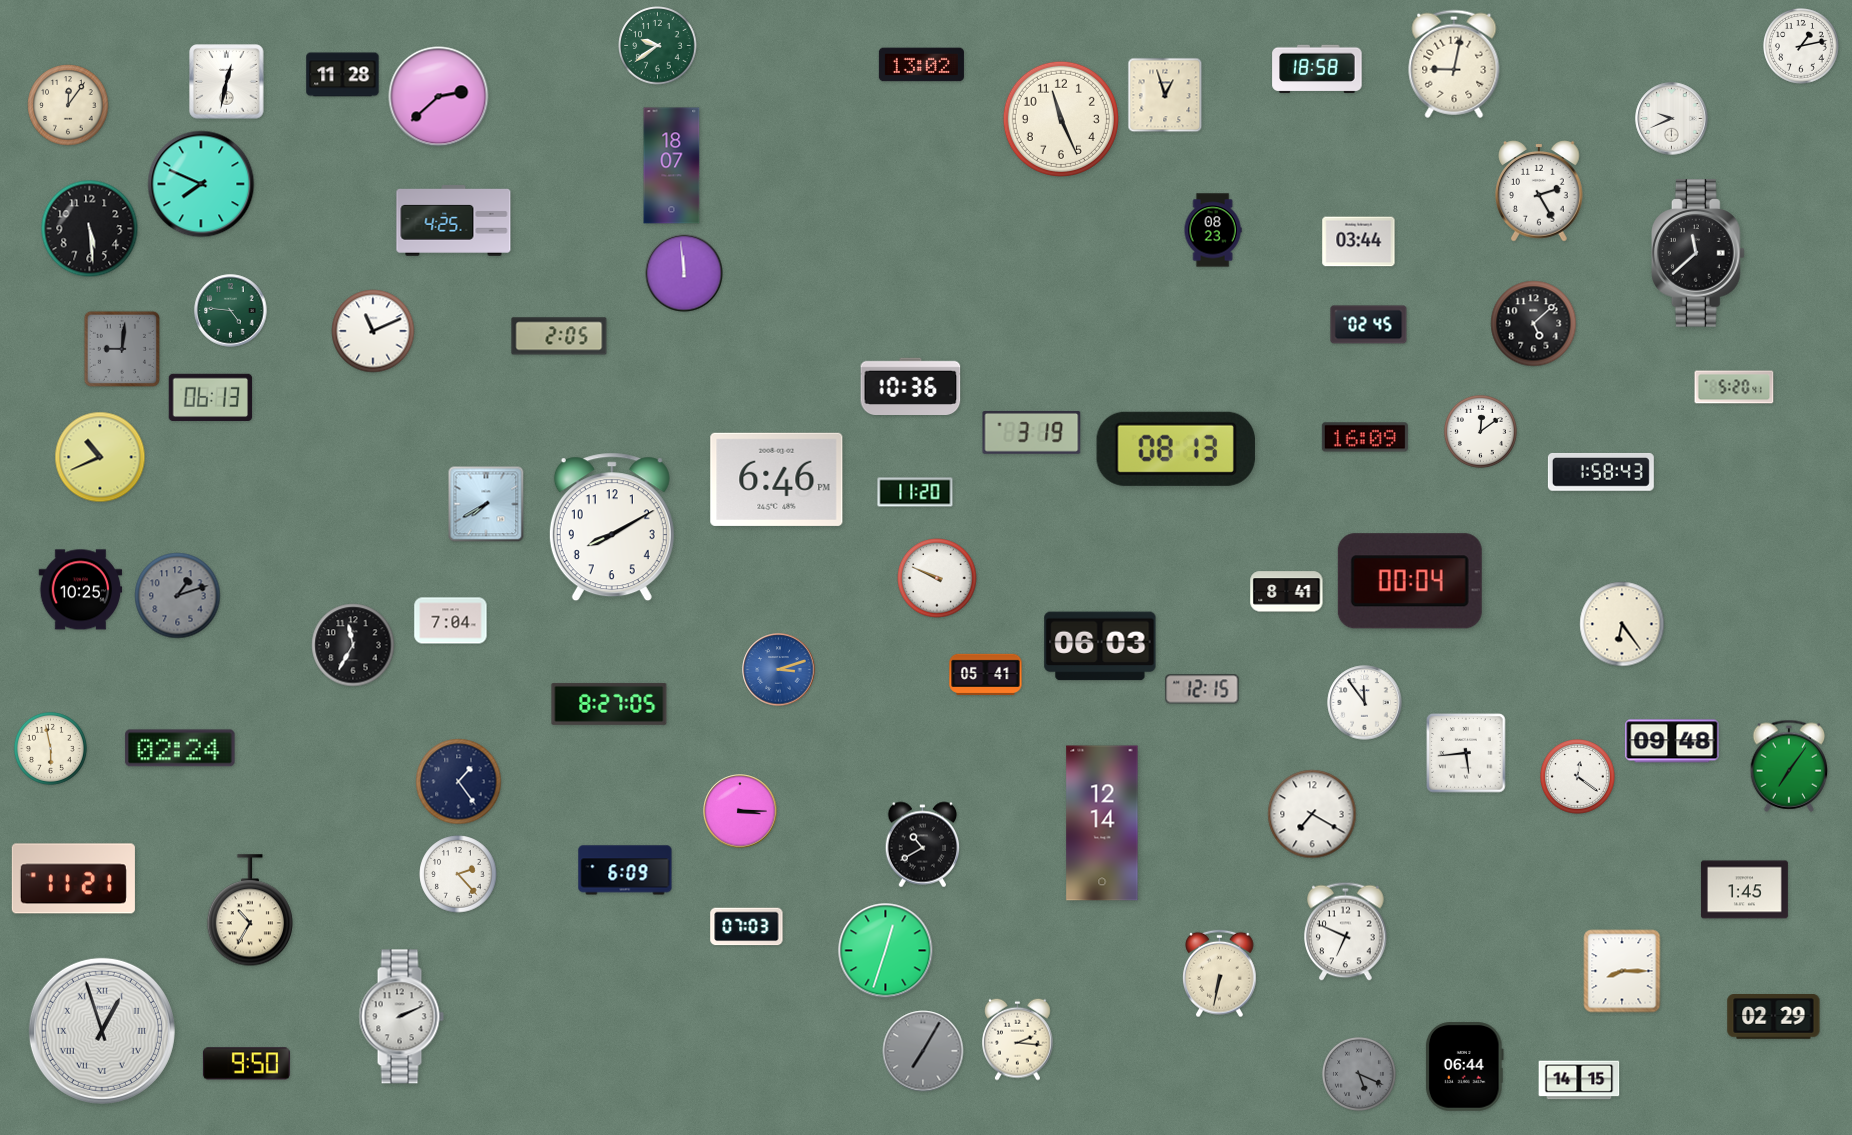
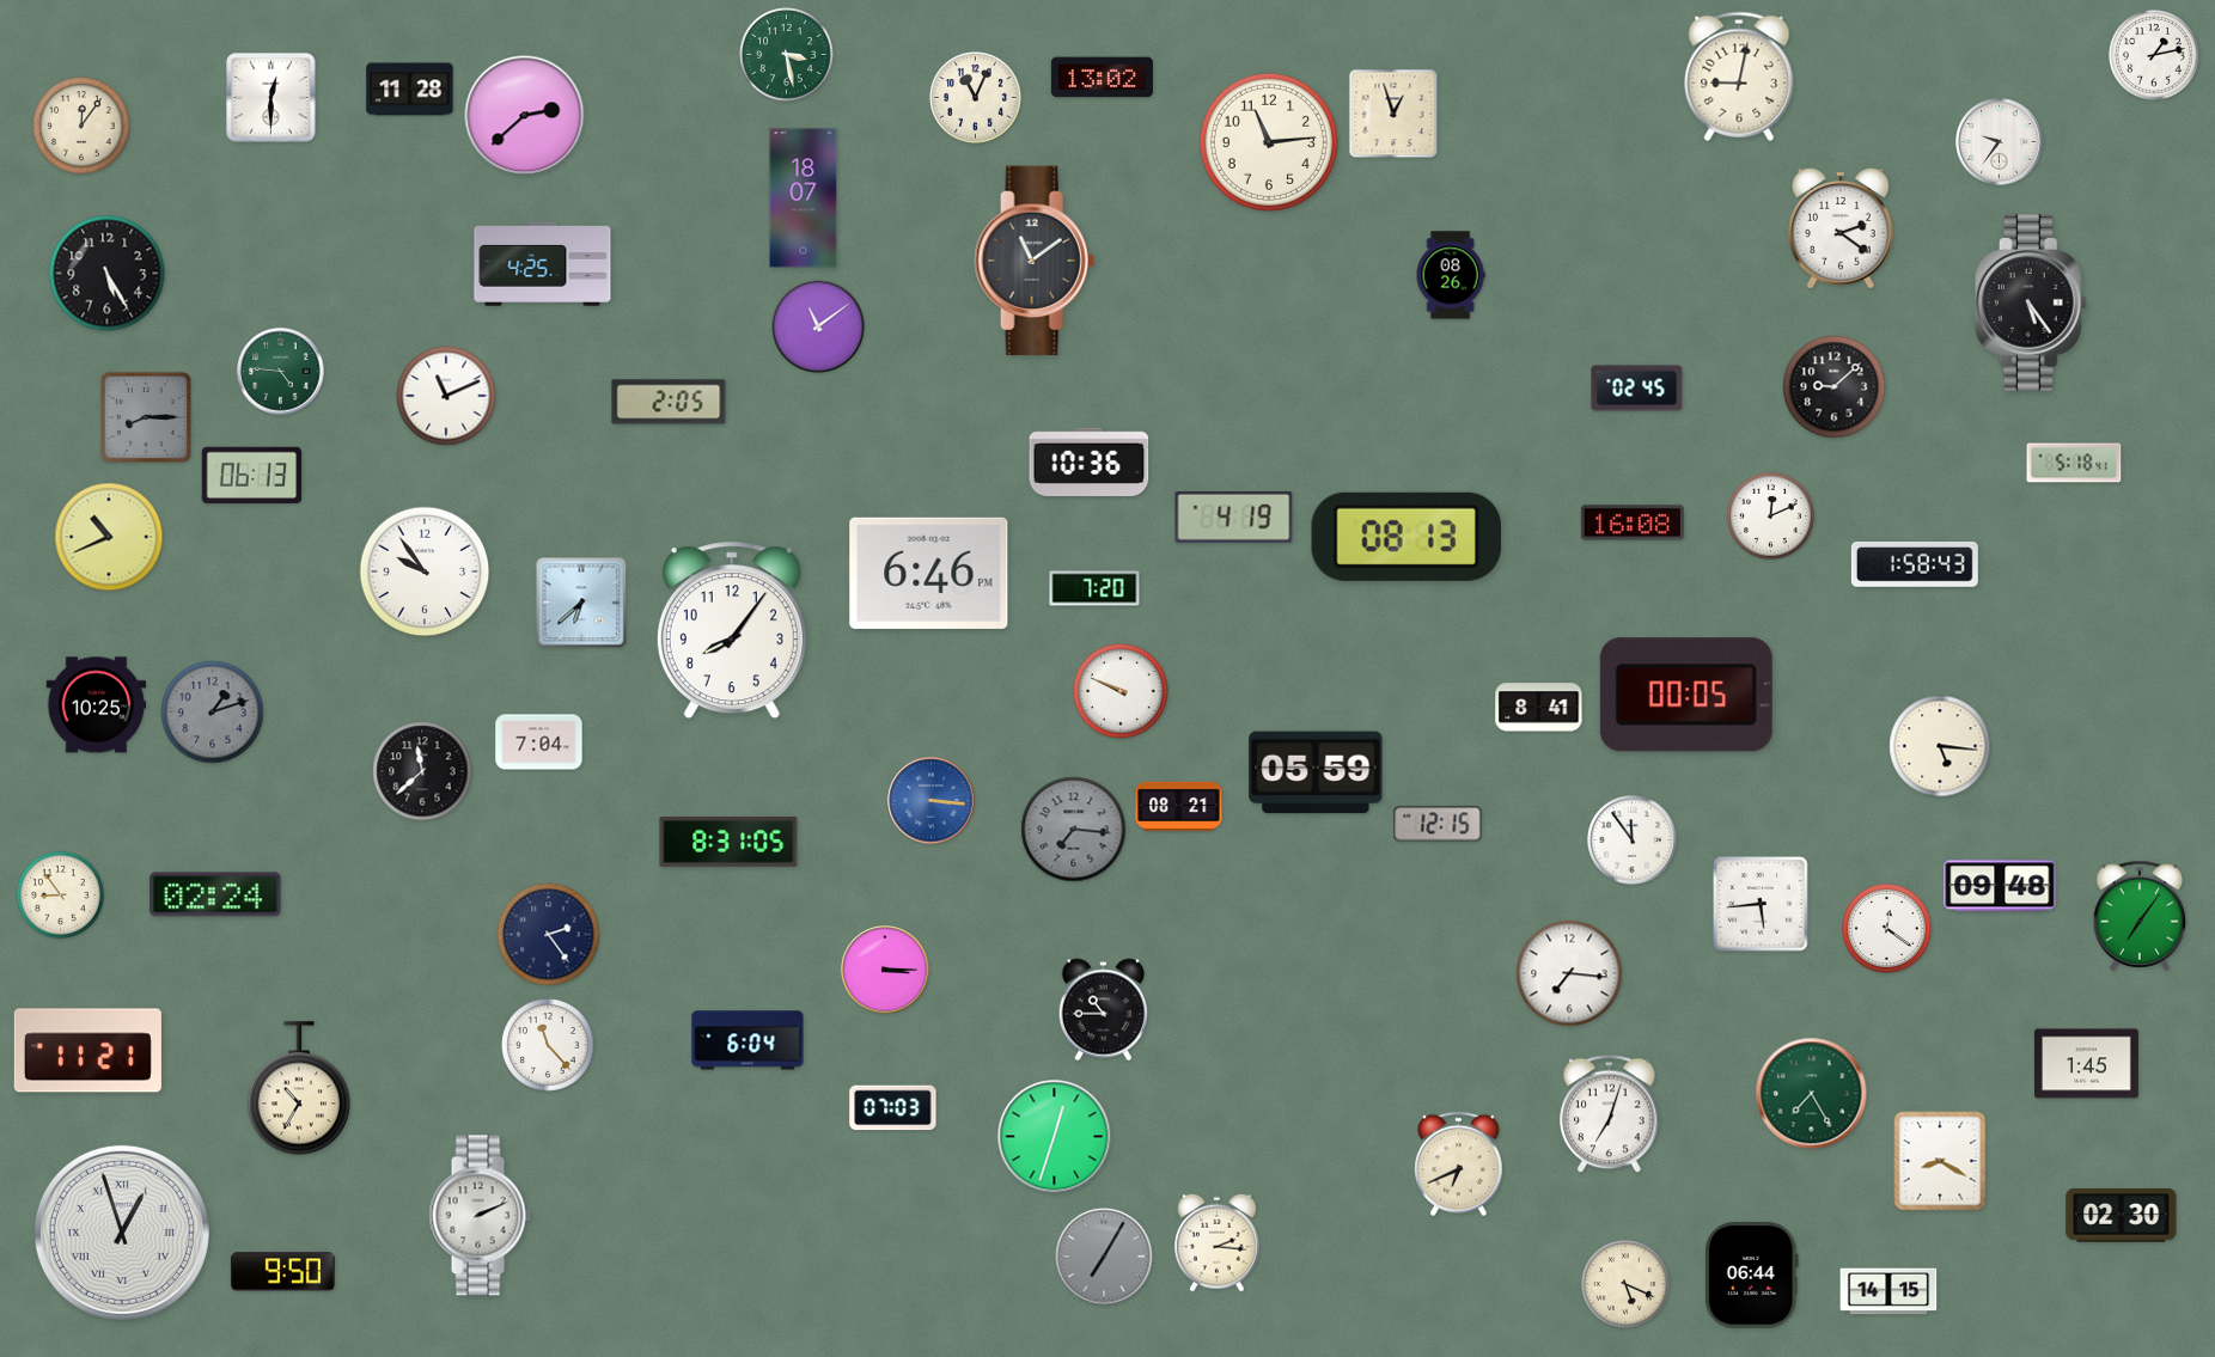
clock at (658, 46): 9:39 -> 3:28
clock at (1317, 69): 18:58 -> none
clock at (227, 82): 12:32 -> 12:30
clock at (976, 98): none -> 11:04
clock at (1061, 119): 11:26 -> 11:14
clock at (1672, 119): 9:41 -> 9:36
clock at (201, 184): 7:49 -> none
clock at (1539, 191): 2:25 -> 2:21
clock at (1035, 261): none -> 11:09
clock at (90, 229): 5:29 -> 5:25
clock at (1213, 230): 08:23 -> 08:26
clock at (1359, 242): 03:44 -> none
clock at (1698, 253): 11:38 -> 5:24
clock at (684, 273): 11:59 -> 11:09
clock at (231, 311) position: (231, 311) -> (281, 372)
clock at (1534, 324): 5:08 -> 9:08
clock at (122, 349): 9:01 -> 8:15
clock at (1734, 387): 5:20 -> 5:18
clock at (1480, 431): 12:09 -> 12:11
clock at (1032, 432): 3:19 -> 4:19
clock at (1365, 437): 16:09 -> 16:08
clock at (100, 457) position: (100, 457) -> (109, 537)
clock at (425, 571): none -> 9:54
clock at (915, 492): 11:20 -> 7:20
clock at (486, 504): 7:40 -> 6:38
clock at (612, 527): 8:10 -> 8:06
clock at (1410, 581): 00:04 -> 00:05
clock at (1622, 624): 6:24 -> 5:16
clock at (353, 645): 11:35 -> 11:38
clock at (1100, 646): 06:03 -> 05:59
clock at (779, 670): 3:12 -> 3:16
clock at (986, 674): 05:41 -> 08:21
clock at (1074, 830): none -> 7:16
clock at (609, 704): 8:27 -> 8:31
clock at (50, 748): 5:58 -> 8:54
clock at (1466, 753) position: (1466, 753) -> (1761, 904)
clock at (459, 782): 1:24 -> 2:24
clock at (1312, 814): 7:20 -> 7:16
clock at (1102, 823): 12:14 -> none
clock at (923, 845): 10:40 -> 10:45
clock at (625, 870): 6:09 -> 6:04
clock at (458, 874): 2:23 -> 11:23
clock at (1812, 1094): none -> 7:25
clock at (1346, 932): 6:49 -> 7:03
clock at (886, 951) position: (886, 951) -> (1055, 1137)
clock at (1622, 971): 8:15 -> 8:20
clock at (1220, 974): 6:32 -> 6:41
clock at (1774, 1017): 02:29 -> 02:30
clock at (246, 1064) position: (246, 1064) -> (282, 1272)
clock at (1359, 1074) dial: grey -> cream
